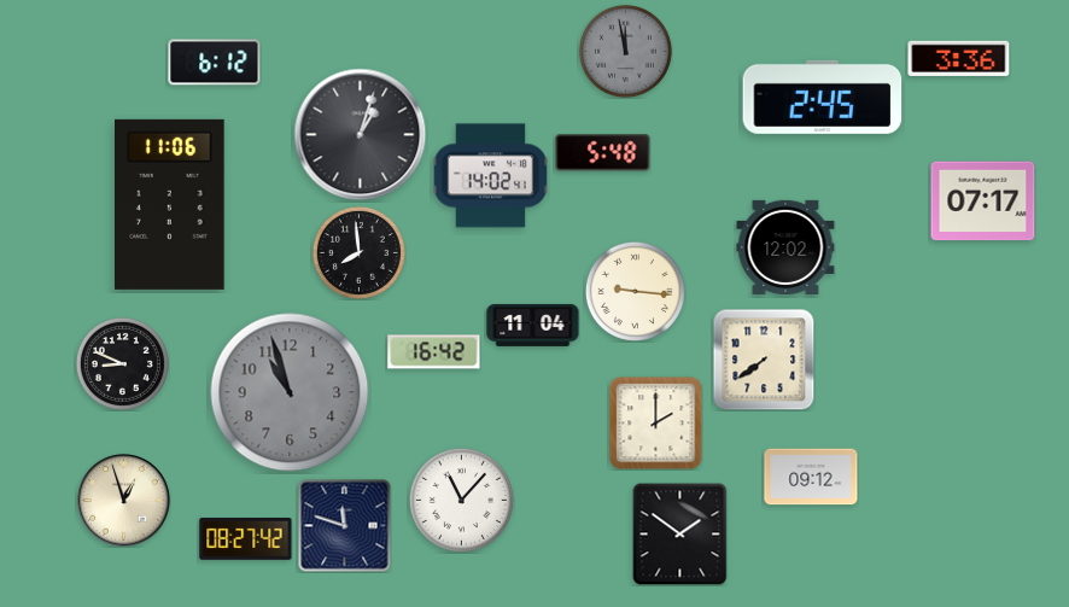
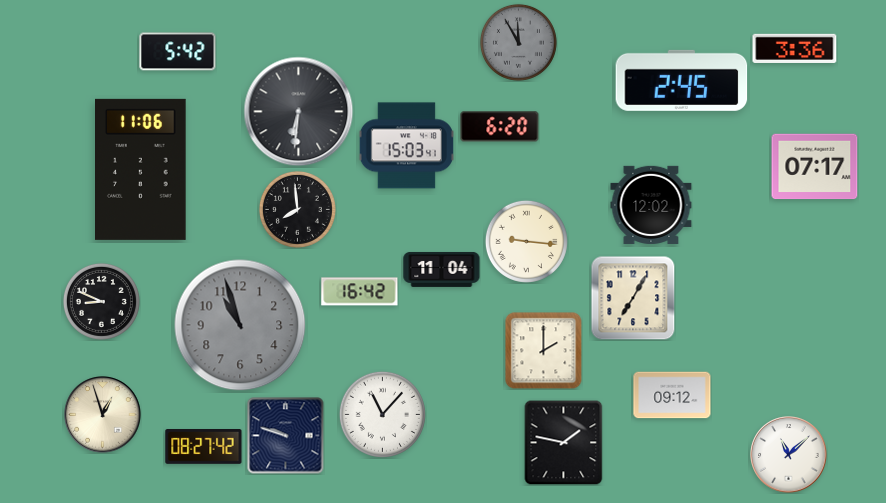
clock at (625, 51): 11:58 -> 11:55
clock at (215, 63): 6:12 -> 5:42
clock at (361, 135): 1:03 -> 6:31
clock at (603, 153): 5:48 -> 6:20
clock at (490, 176): 14:02 -> 15:03
clock at (764, 360): 7:39 -> 7:05
clock at (345, 526): 11:48 -> 9:48
clock at (680, 533): 1:51 -> 1:47
clock at (789, 455): none -> 11:08
